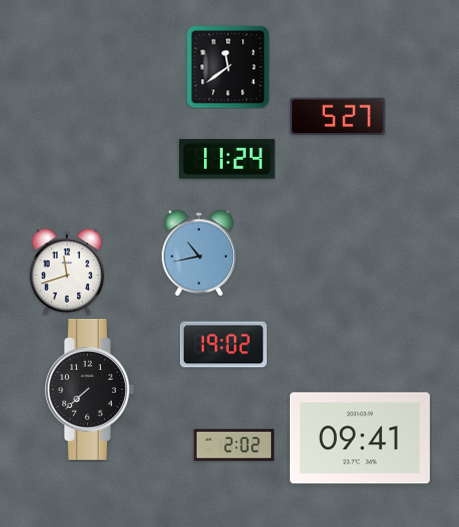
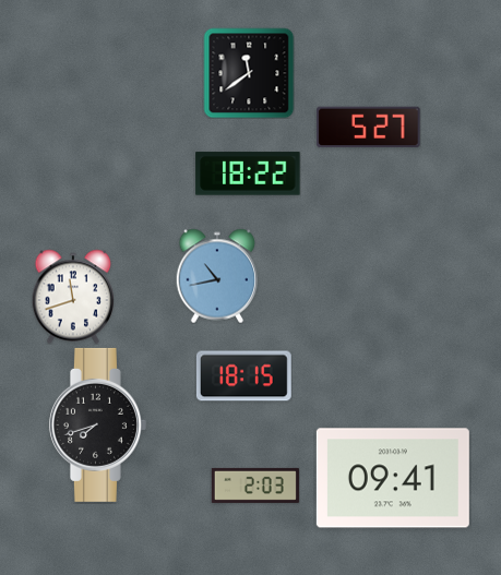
clock at (227, 159): 11:24 -> 18:22
clock at (223, 345): 19:02 -> 18:15
clock at (89, 389): 7:38 -> 7:42
clock at (234, 445): 2:02 -> 2:03
